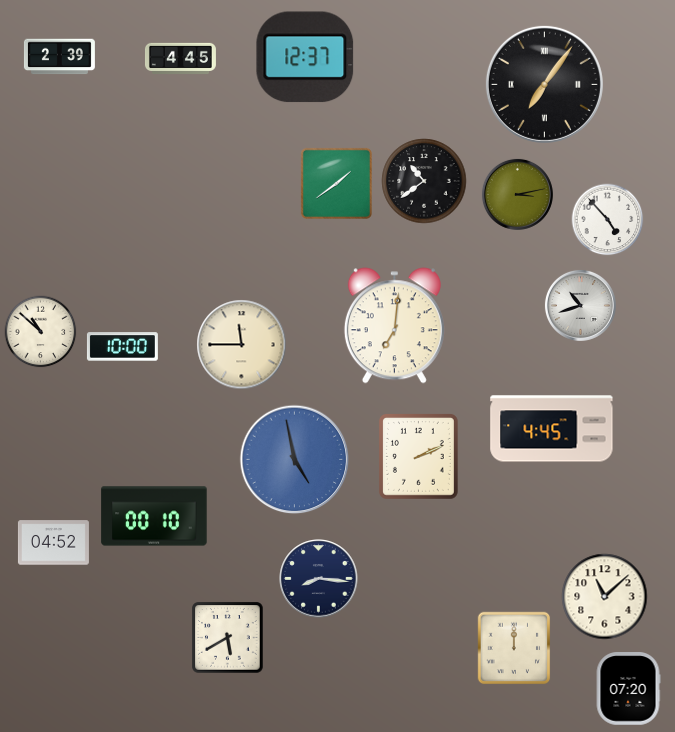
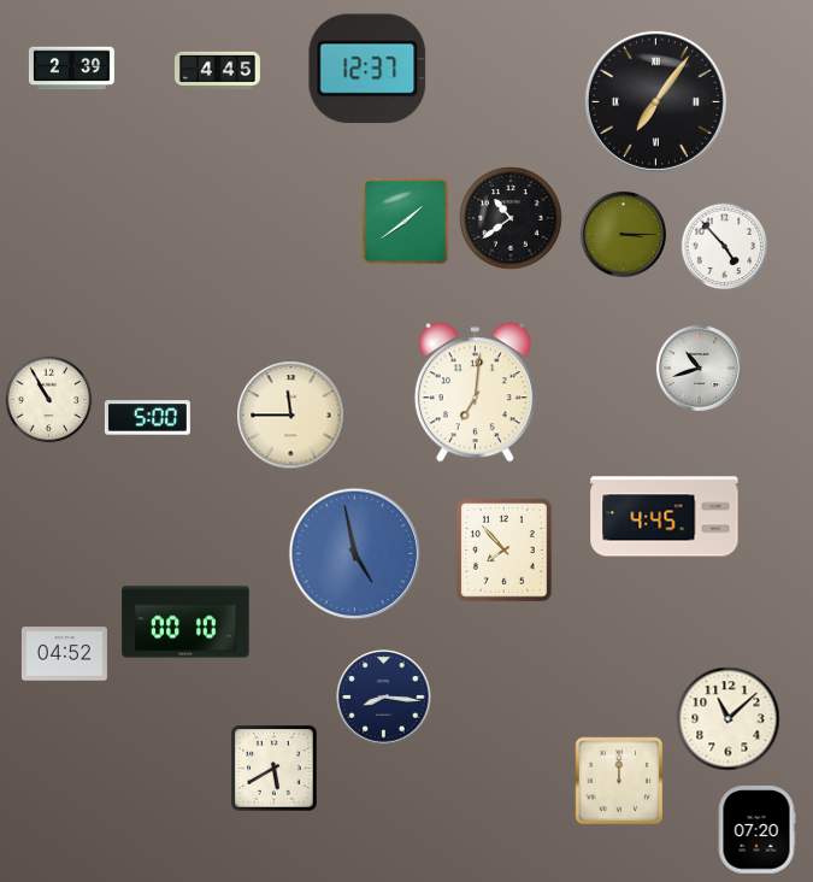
clock at (517, 194): 3:13 -> 3:15
clock at (608, 220) position: (608, 220) -> (725, 247)
clock at (41, 332): 10:52 -> 10:55
clock at (122, 347): 10:00 -> 5:00
clock at (418, 456): 2:11 -> 7:53
